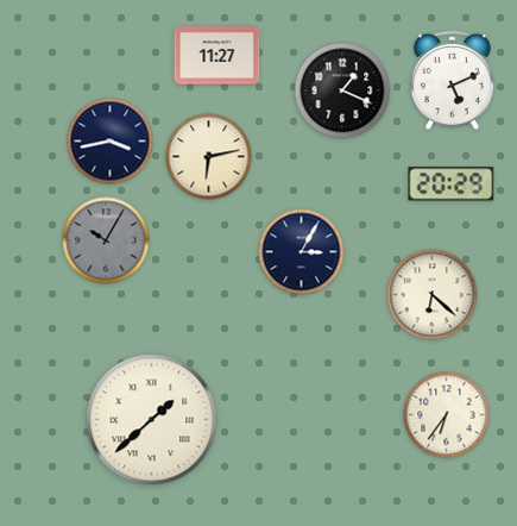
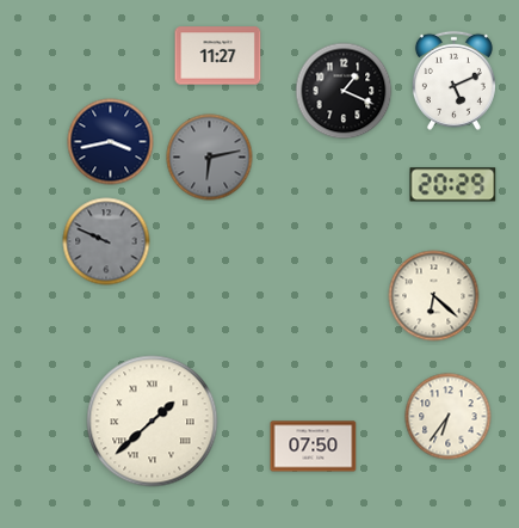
clock at (209, 157) dial: cream -> grey
clock at (106, 240): 10:05 -> 9:49
clock at (302, 252): 3:05 -> none
clock at (314, 447): none -> 07:50
